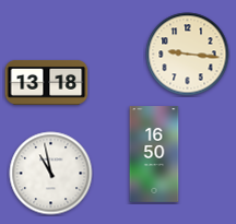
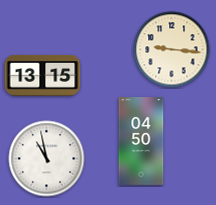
clock at (47, 82): 13:18 -> 13:15
clock at (154, 154): 16:50 -> 04:50
